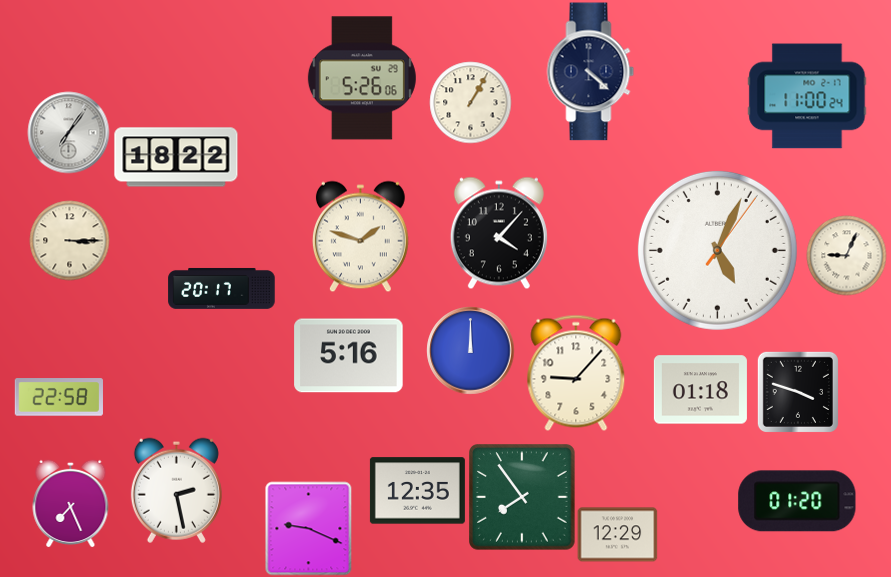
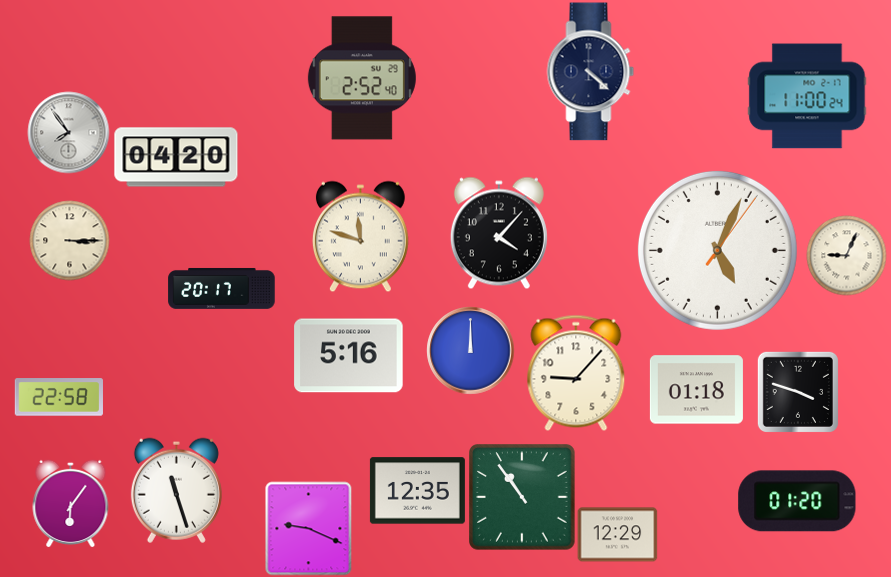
clock at (362, 78): 5:26 -> 2:52
clock at (470, 102): 1:05 -> none
clock at (68, 132): 7:06 -> 7:54
clock at (176, 157): 18:22 -> 04:20
clock at (360, 236): 1:48 -> 11:48
clock at (700, 390) position: (700, 390) -> (696, 390)
clock at (176, 490): 2:28 -> 11:27
clock at (523, 498): 7:54 -> 10:54
clock at (71, 503): 7:26 -> 6:06
